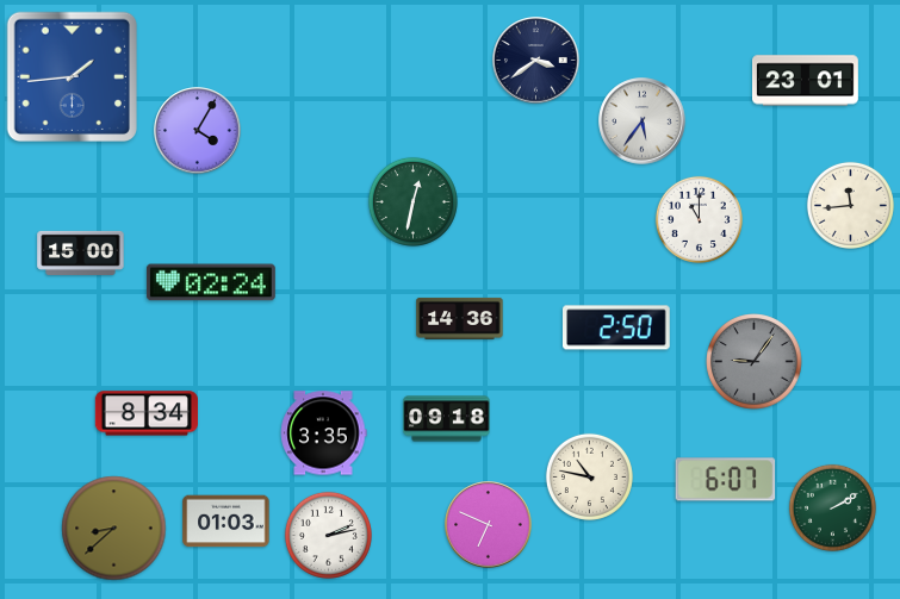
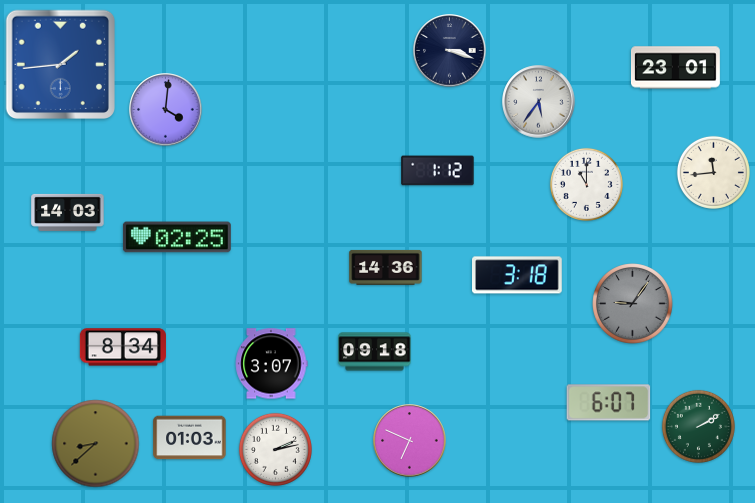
clock at (536, 61): 3:39 -> 3:18
clock at (198, 131): 4:05 -> 4:01
clock at (412, 201): 12:32 -> none
clock at (438, 171): none -> 1:12
clock at (81, 252): 15:00 -> 14:03
clock at (211, 282): 02:24 -> 02:25
clock at (617, 327): 2:50 -> 3:18
clock at (323, 433): 3:35 -> 3:07
clock at (589, 476): 10:47 -> none
